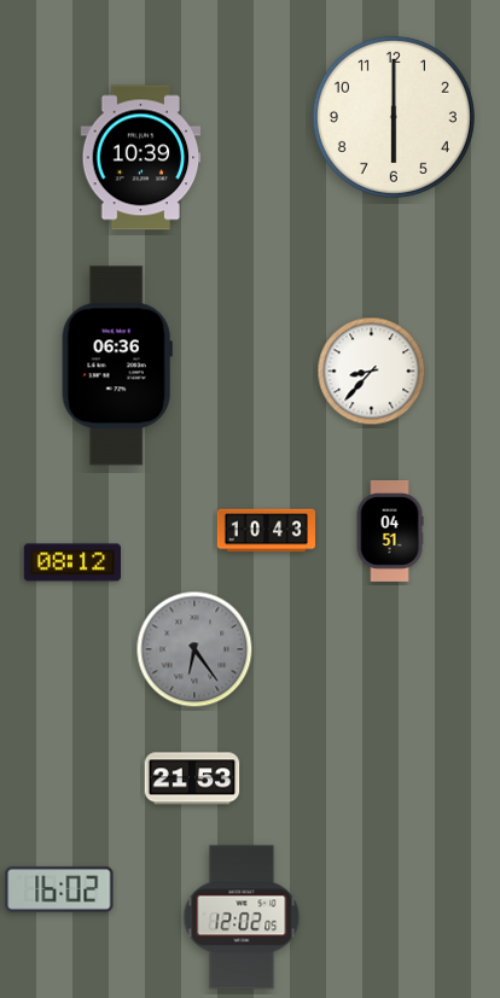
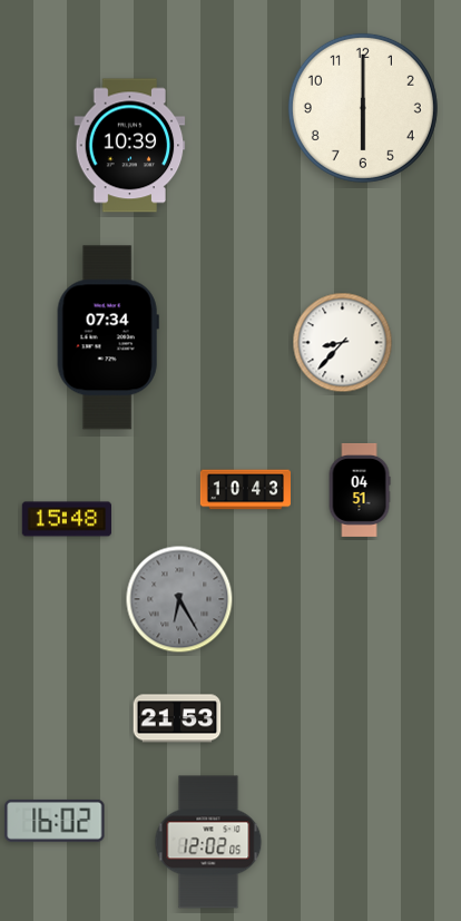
clock at (117, 366): 06:36 -> 07:34
clock at (71, 562): 08:12 -> 15:48
clock at (194, 649): 6:24 -> 6:25
clock at (242, 917) position: (242, 917) -> (208, 842)
